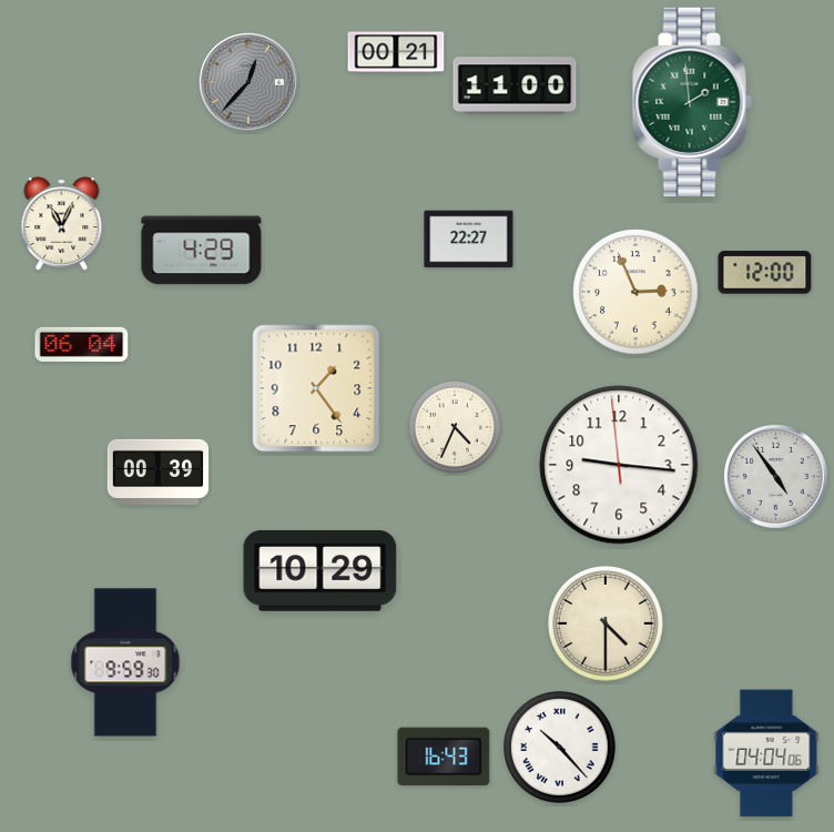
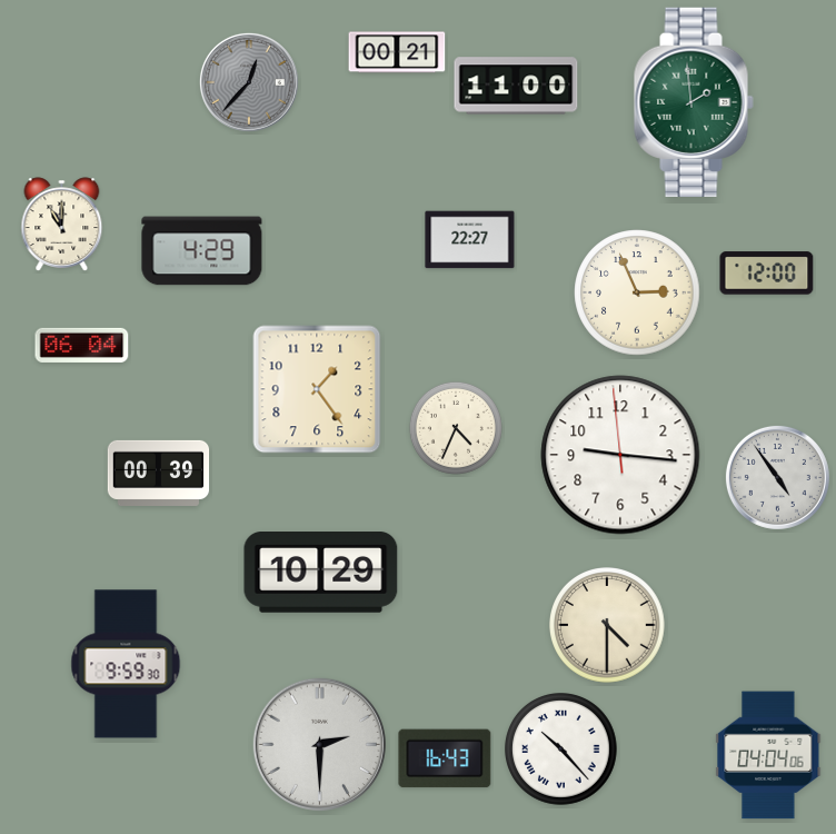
clock at (62, 224): 11:04 -> 11:00
clock at (619, 465) position: (619, 465) -> (620, 455)
clock at (319, 744): none -> 2:30
